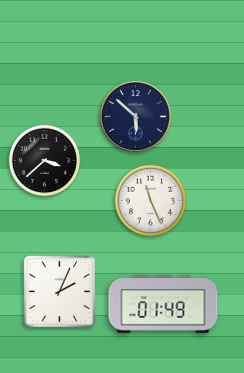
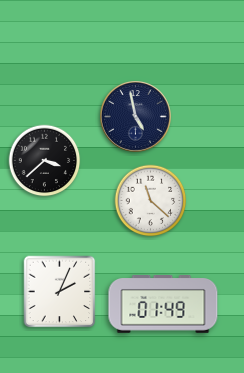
clock at (136, 117): 5:52 -> 4:58
clock at (151, 201): 11:26 -> 11:22
